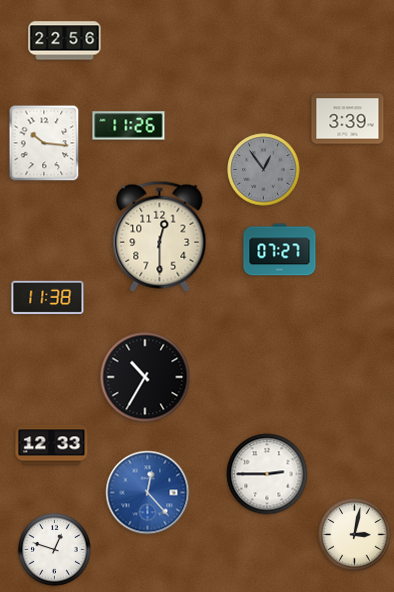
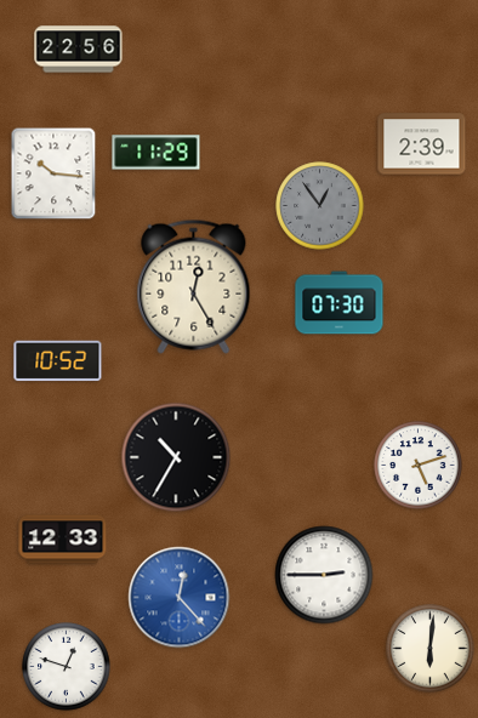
clock at (348, 119): 3:39 -> 2:39
clock at (129, 126): 11:26 -> 11:29
clock at (160, 236): 12:30 -> 12:25
clock at (280, 250): 07:27 -> 07:30
clock at (48, 298): 11:38 -> 10:52
clock at (419, 466): none -> 5:12
clock at (355, 535): 3:02 -> 6:01
